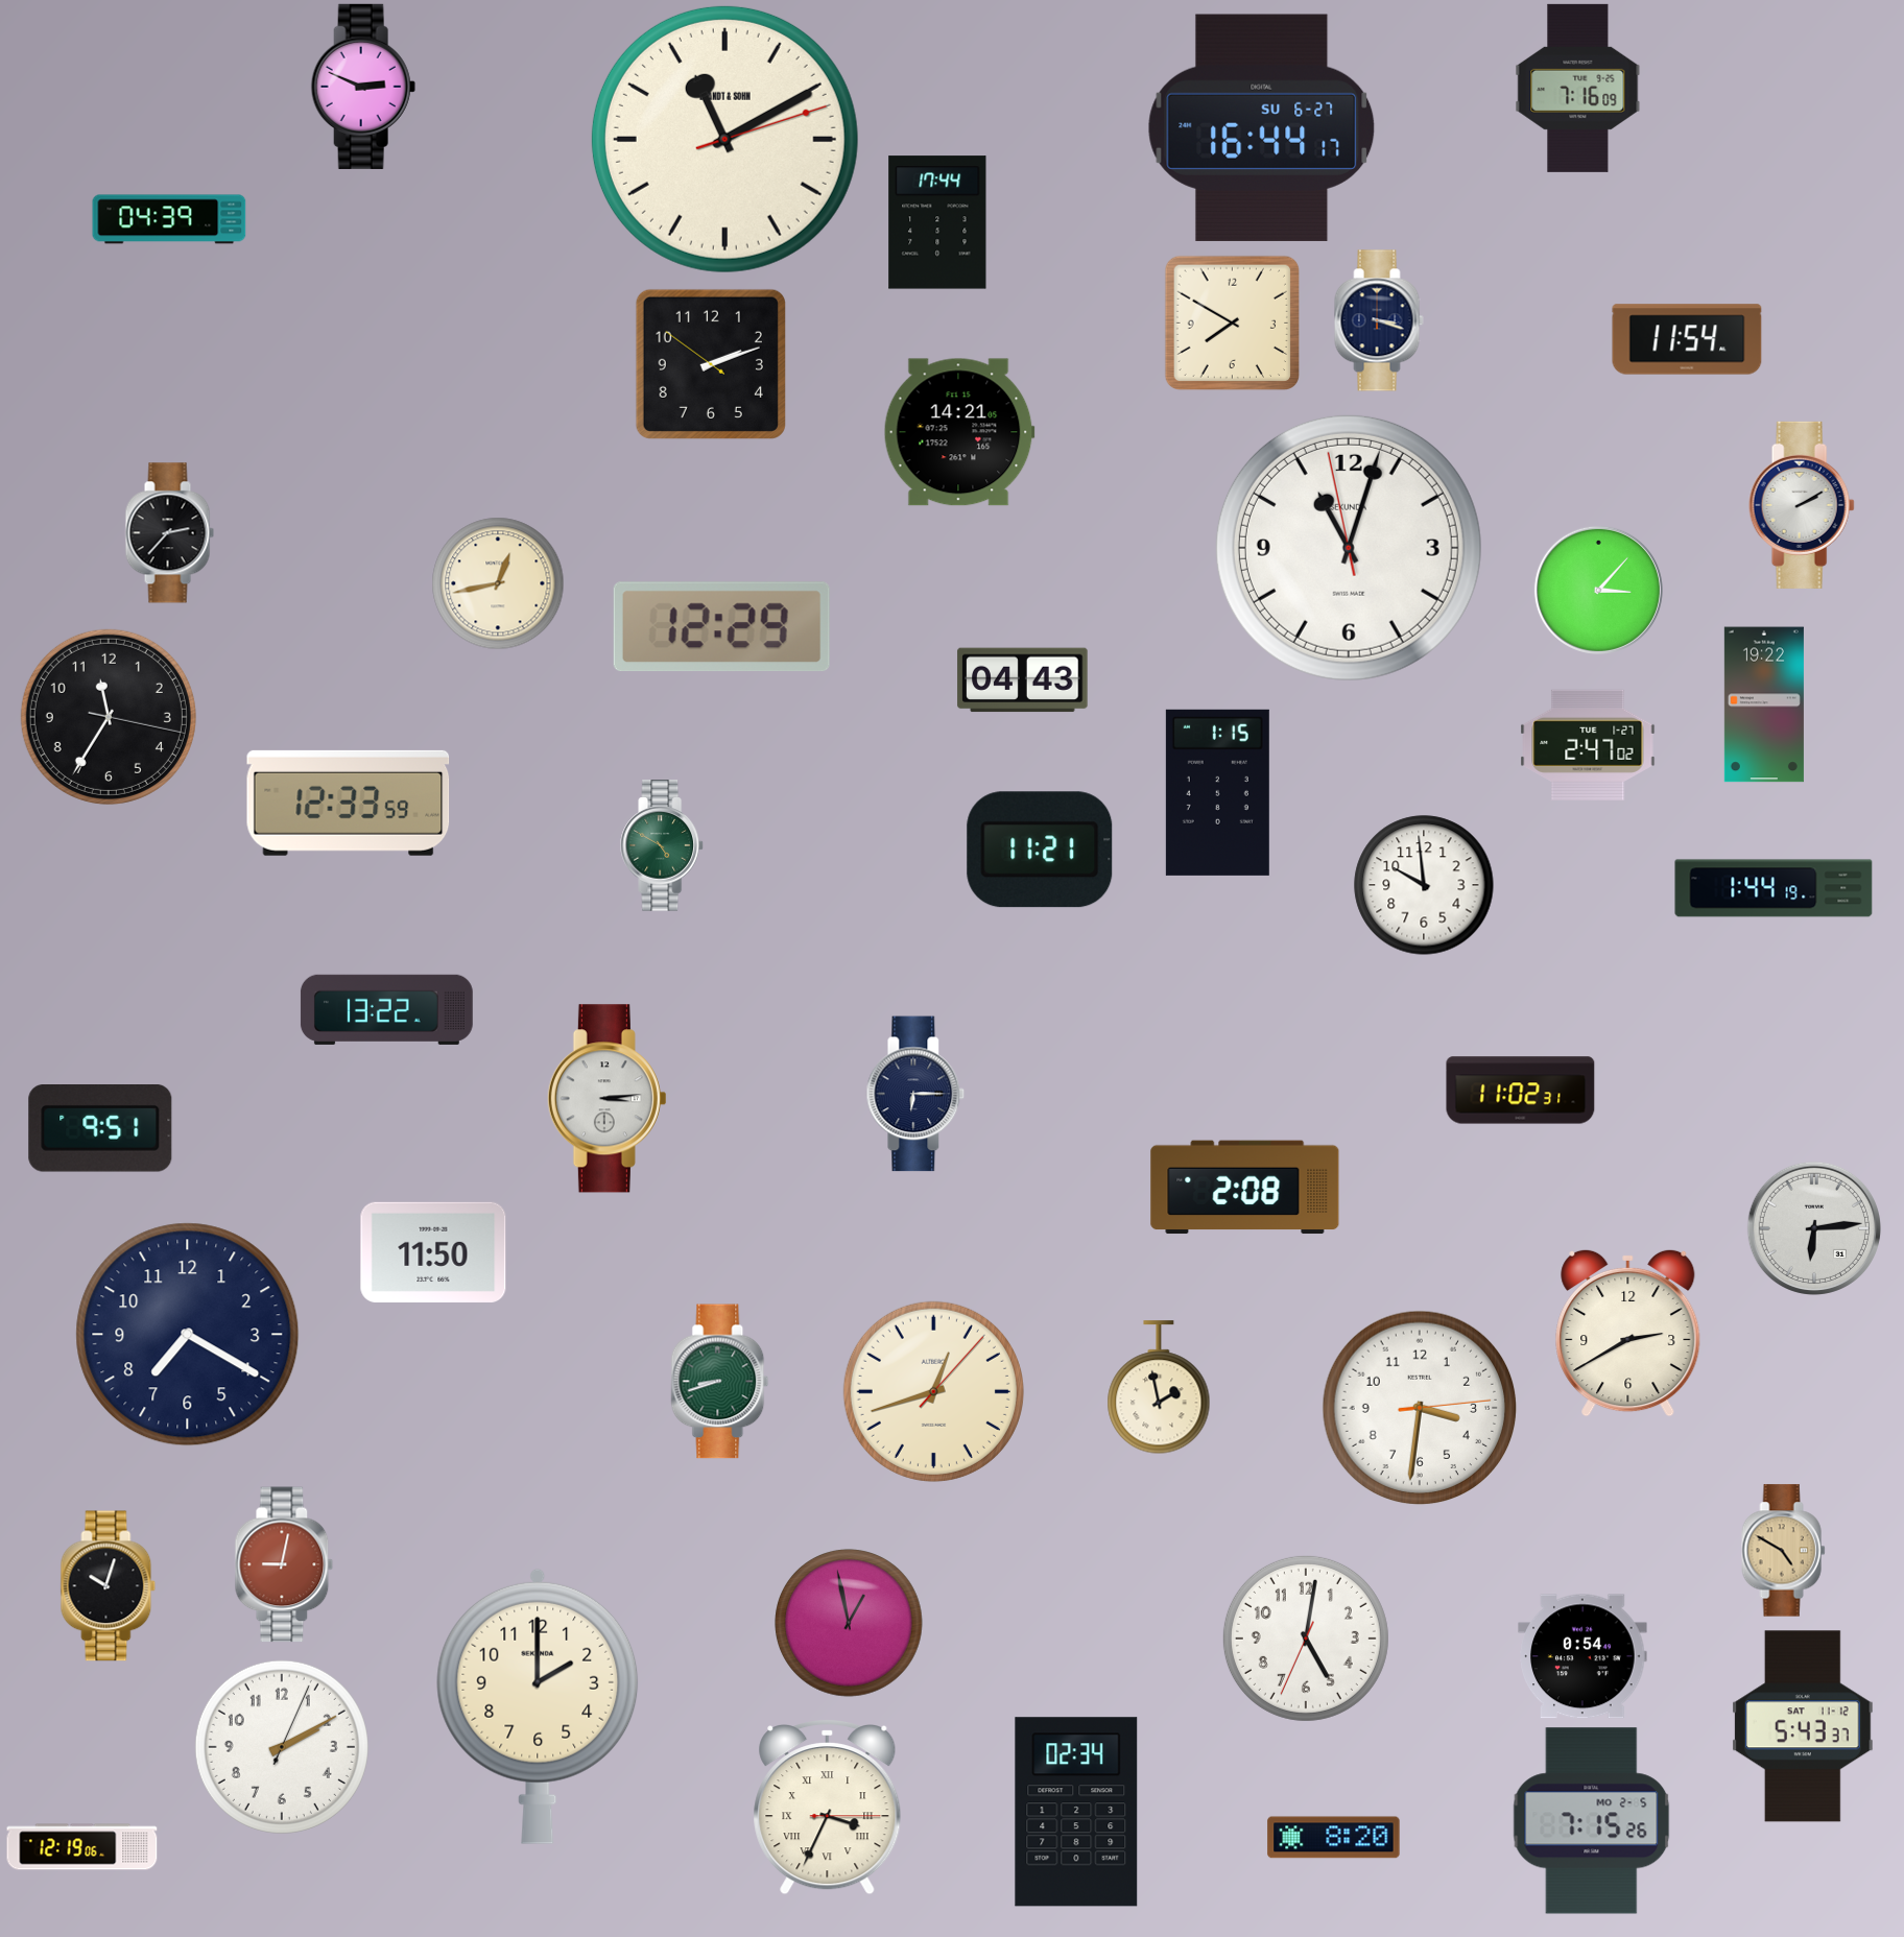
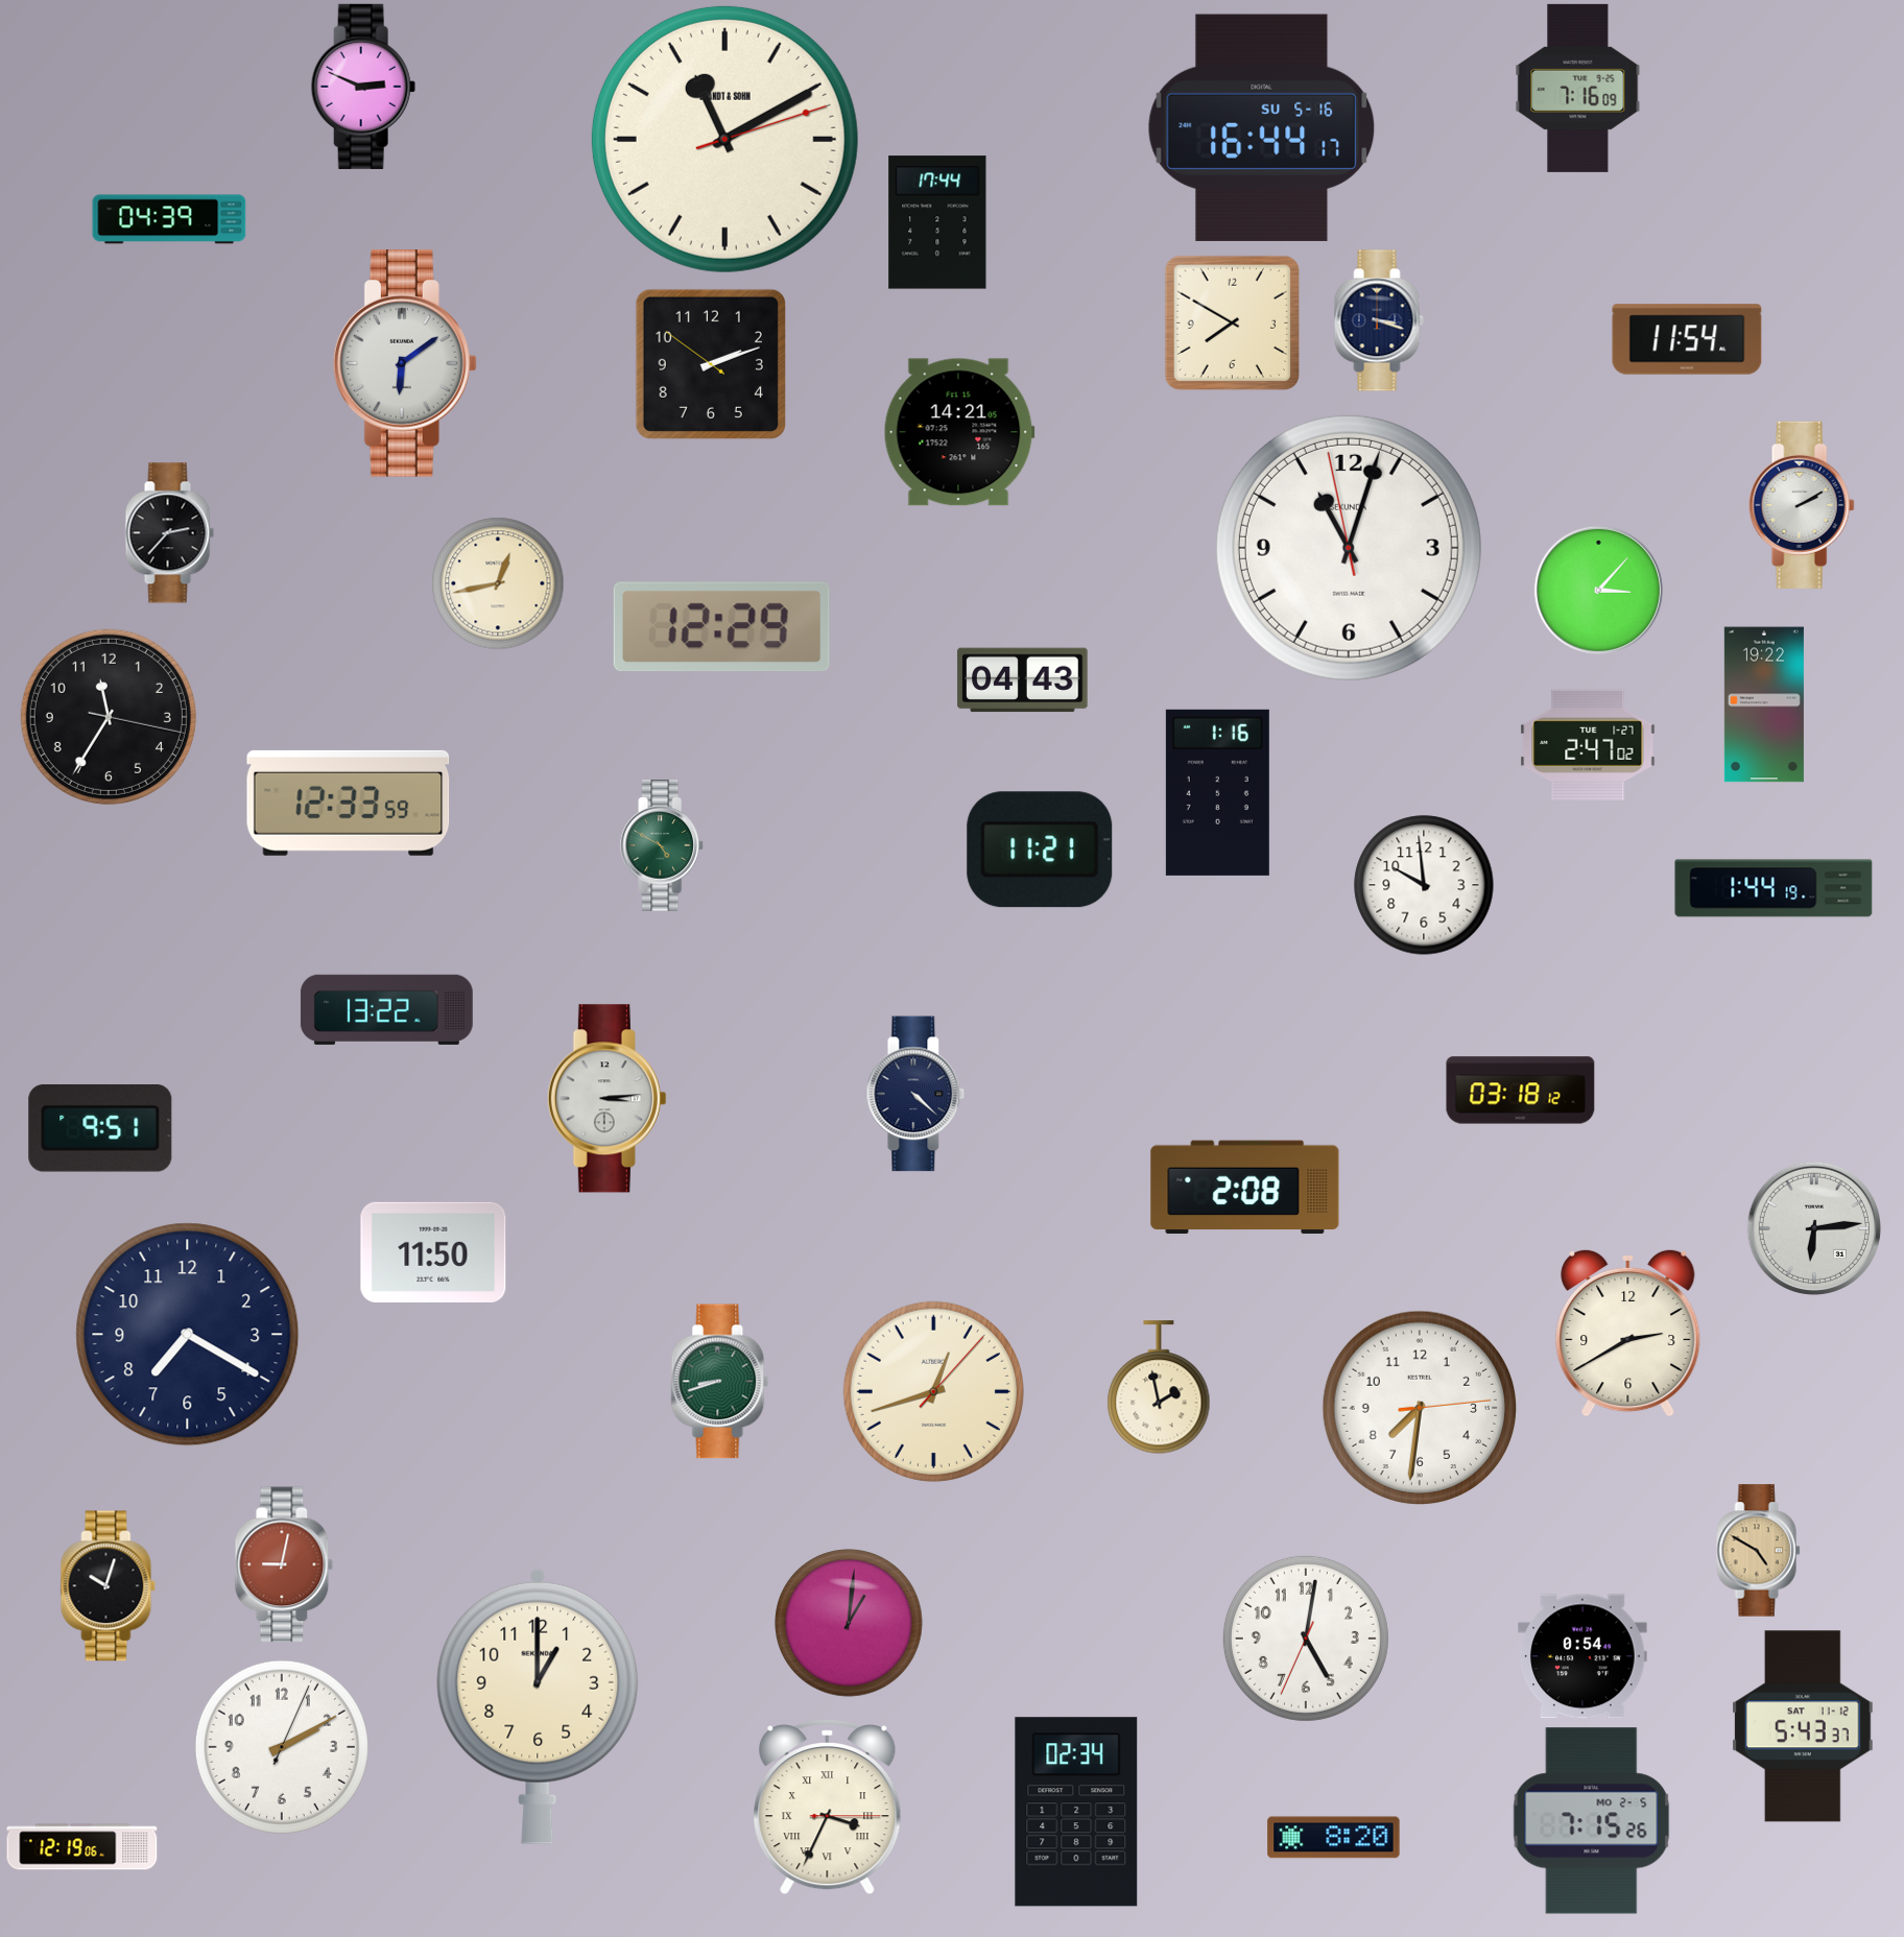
clock at (1262, 127) date: SU 6-27 -> SU 5-16
clock at (405, 363): none -> 6:09
clock at (1217, 792): 1:15 -> 1:16
clock at (1521, 1091): 11:02 -> 03:18
clock at (915, 1094): 6:15 -> 4:22
clock at (1420, 1408): 3:31 -> 7:31
clock at (1784, 1551) position: (1784, 1551) -> (1759, 1551)
clock at (849, 1623): 12:58 -> 1:01
clock at (538, 1706): 2:00 -> 1:00
